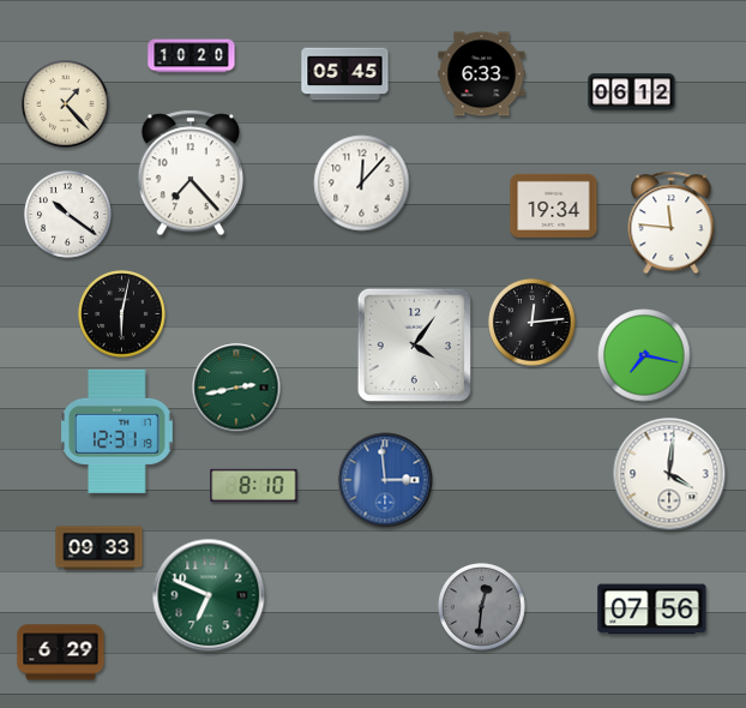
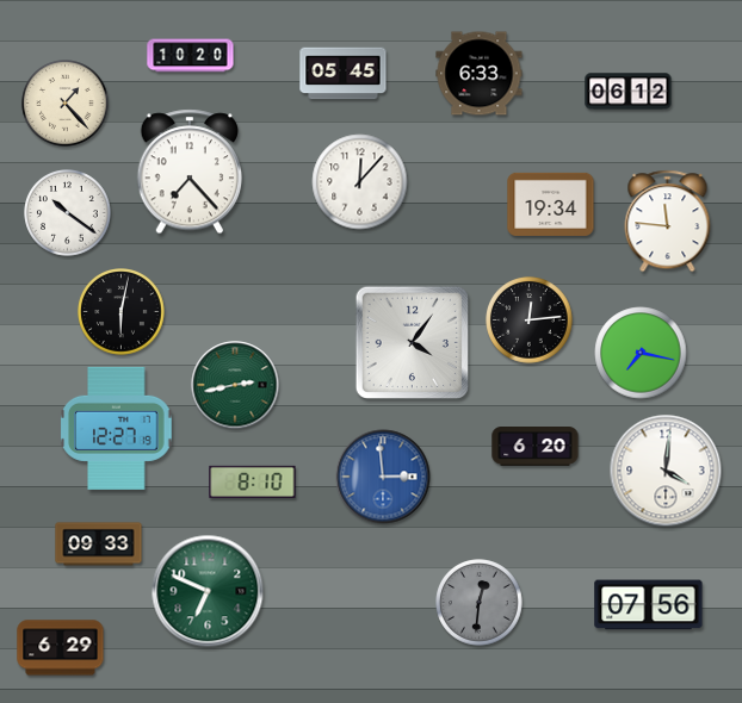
clock at (118, 431): 12:31 -> 12:27
clock at (536, 447): none -> 6:20
